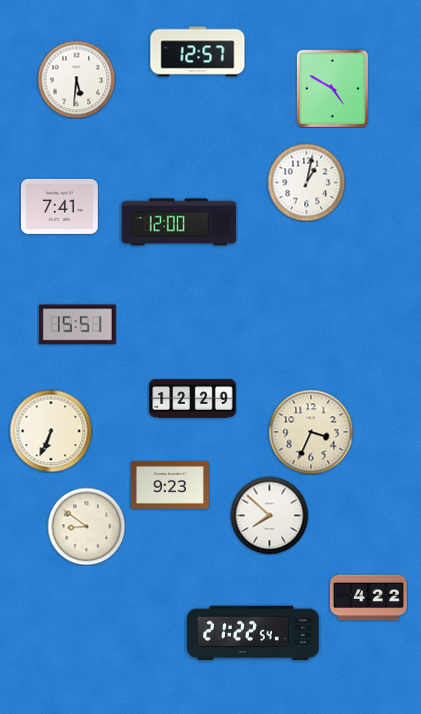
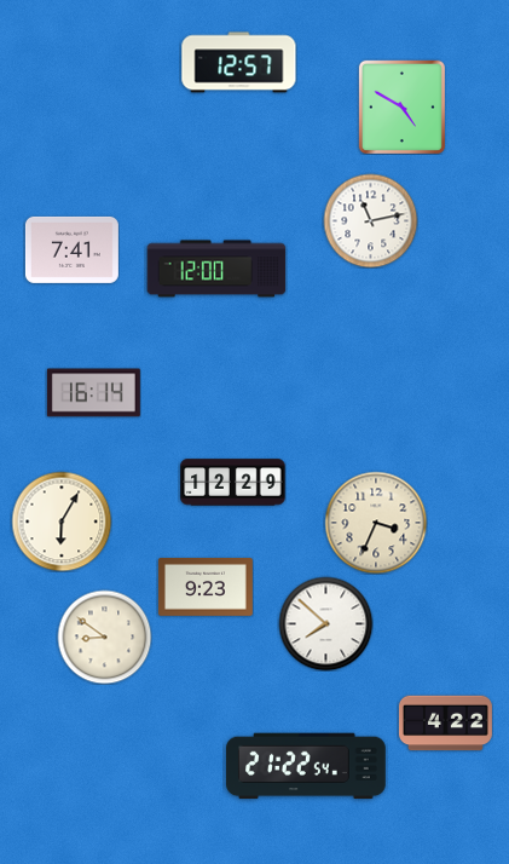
clock at (76, 79): 5:31 -> none
clock at (306, 182): 1:02 -> 11:13
clock at (77, 325): 15:51 -> 16:14
clock at (51, 431): 6:34 -> 6:05
